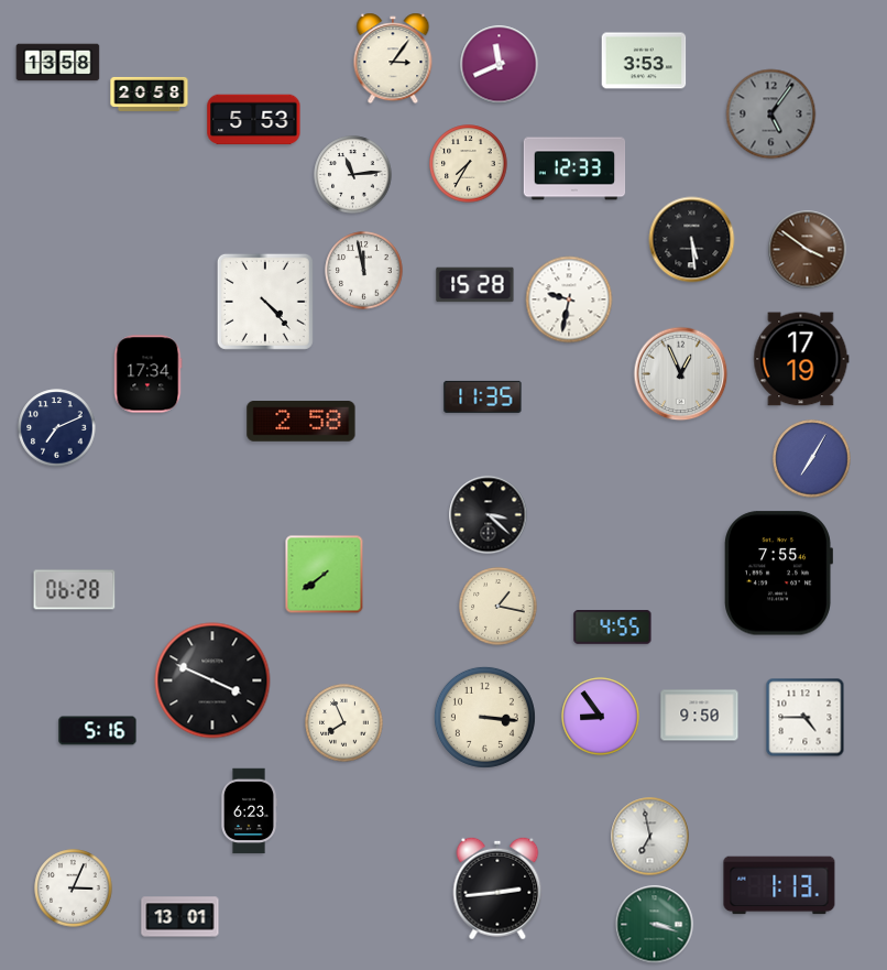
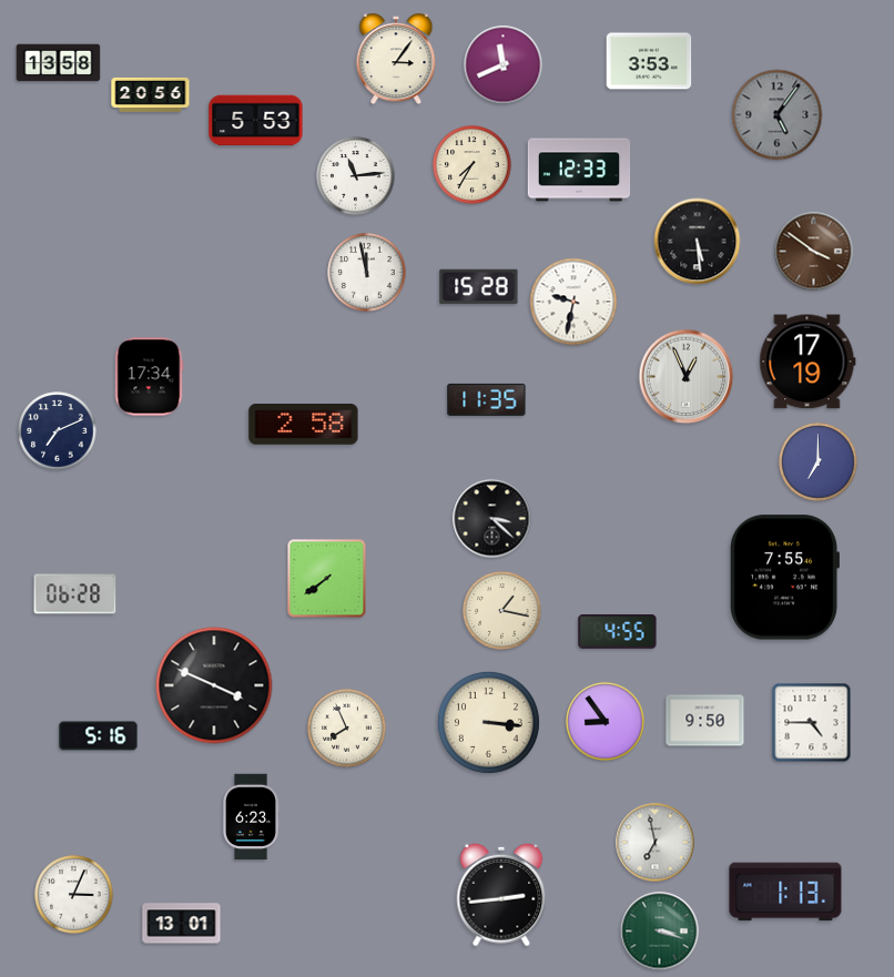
clock at (150, 94): 20:58 -> 20:56
clock at (265, 302): 4:23 -> none
clock at (812, 459): 7:05 -> 7:00
